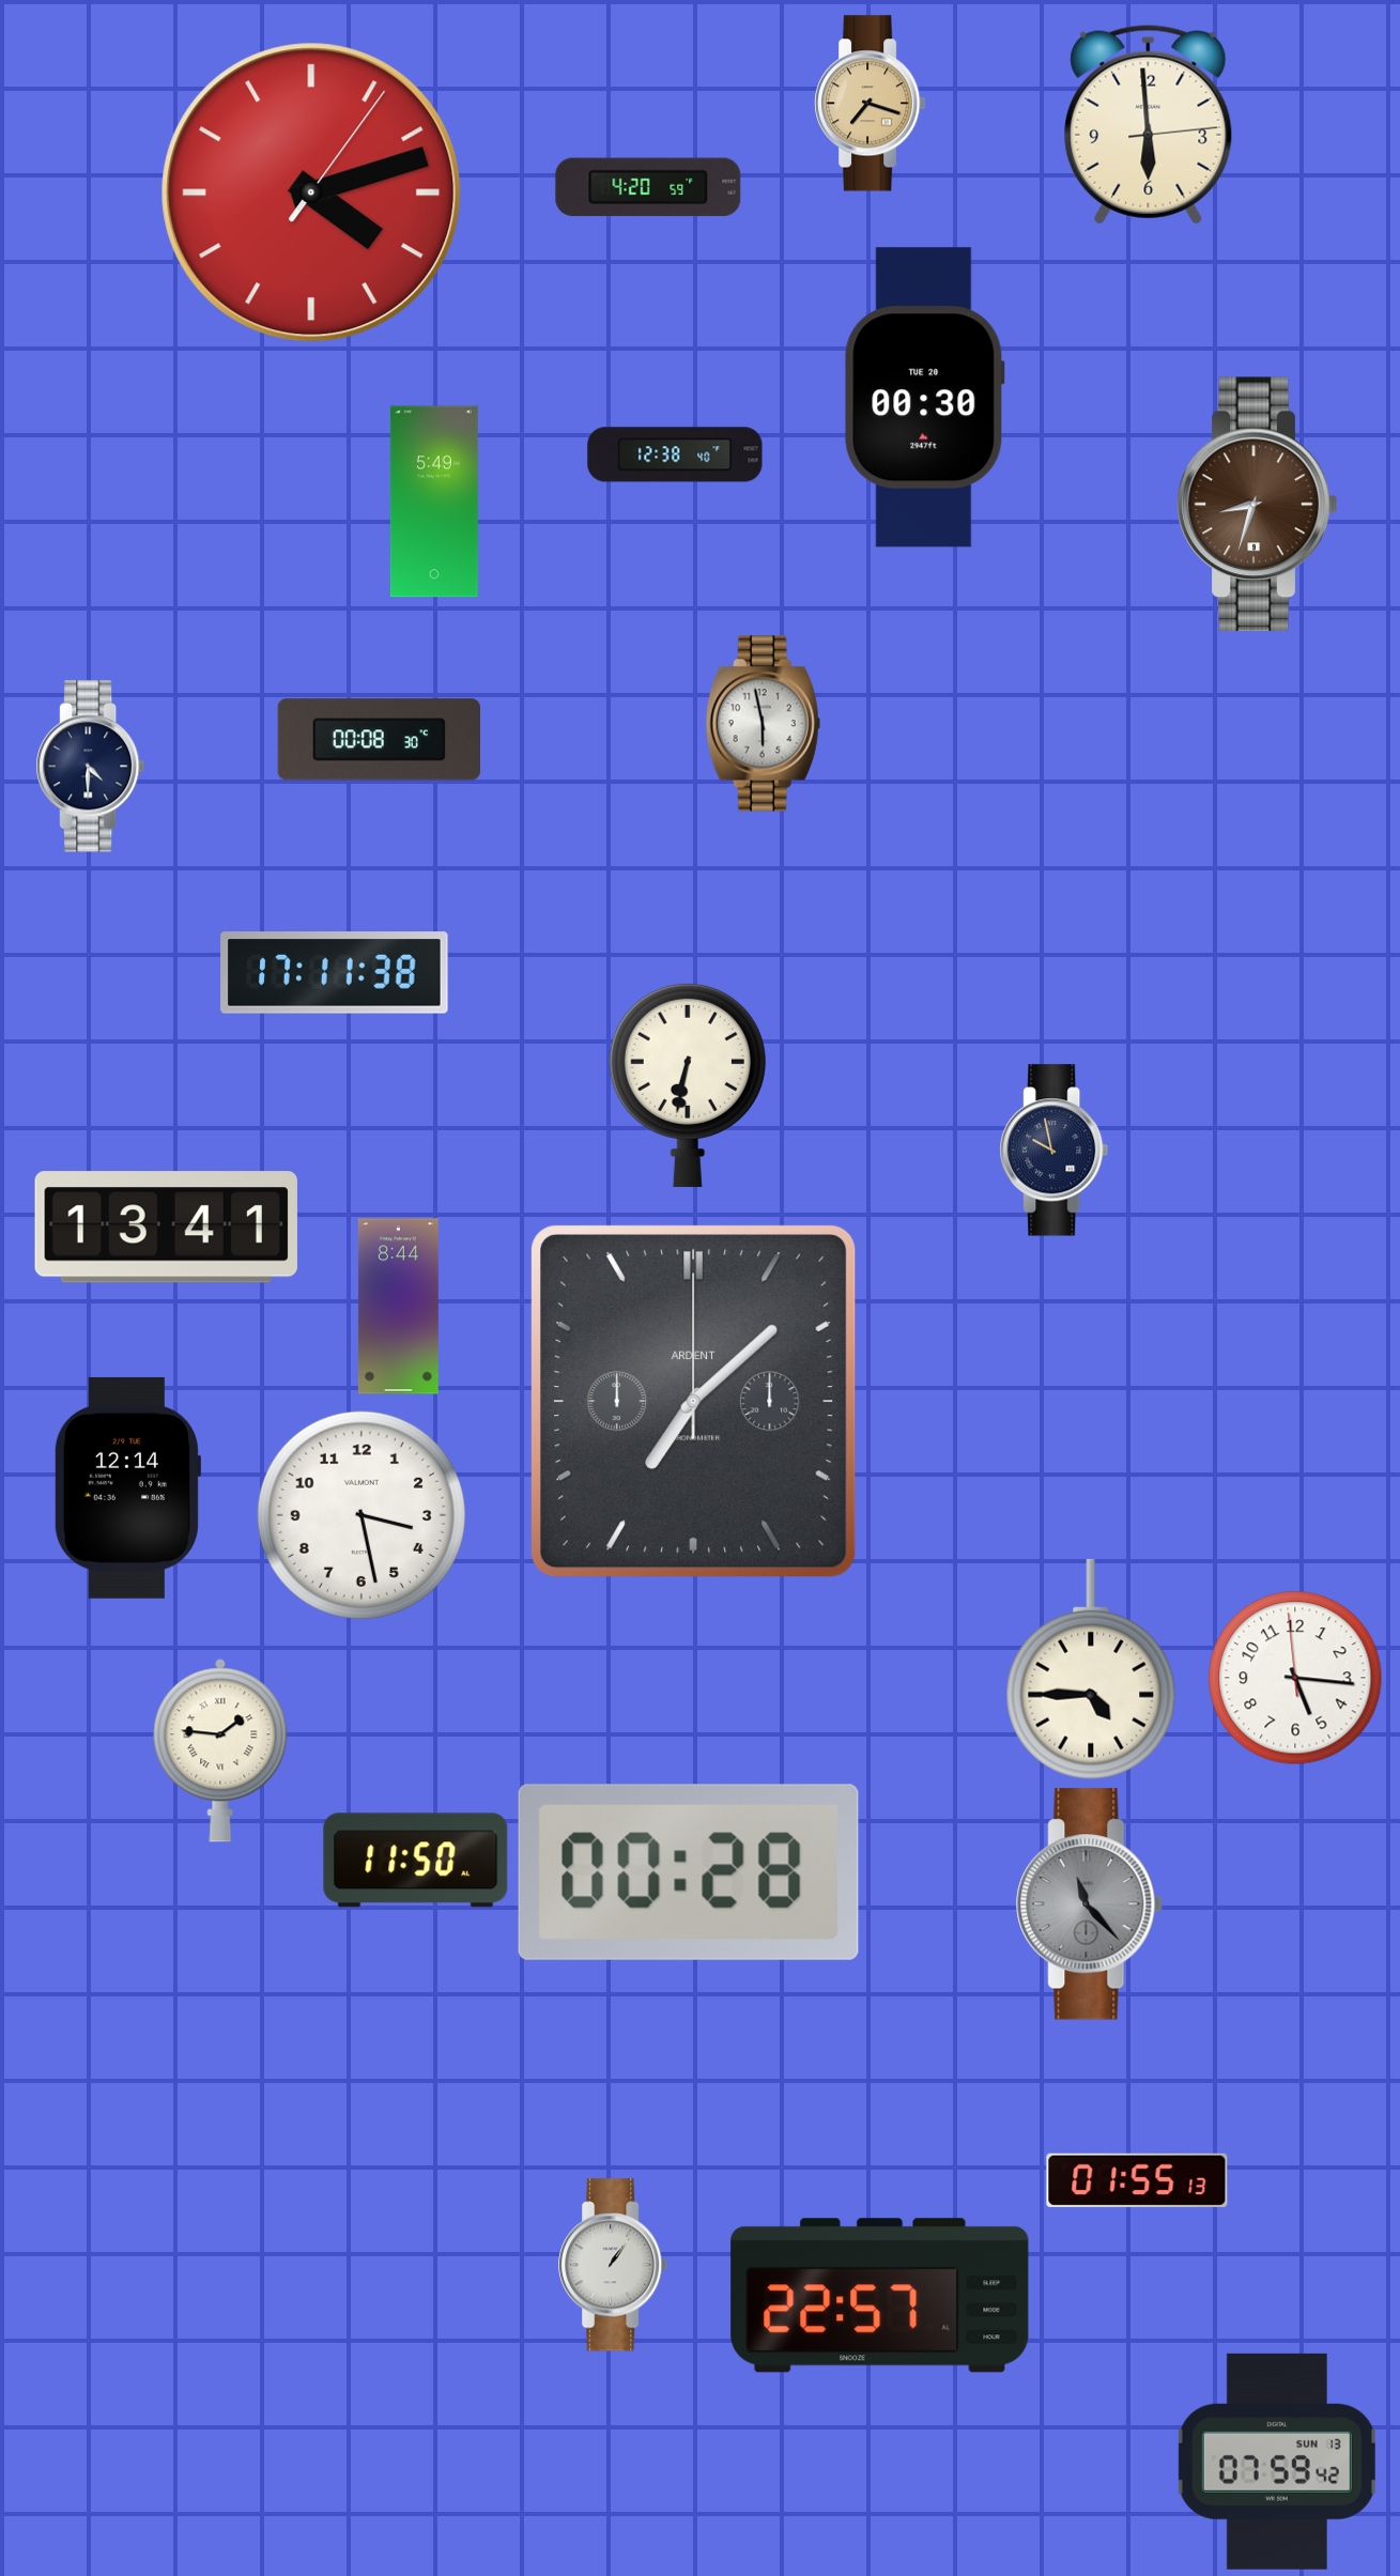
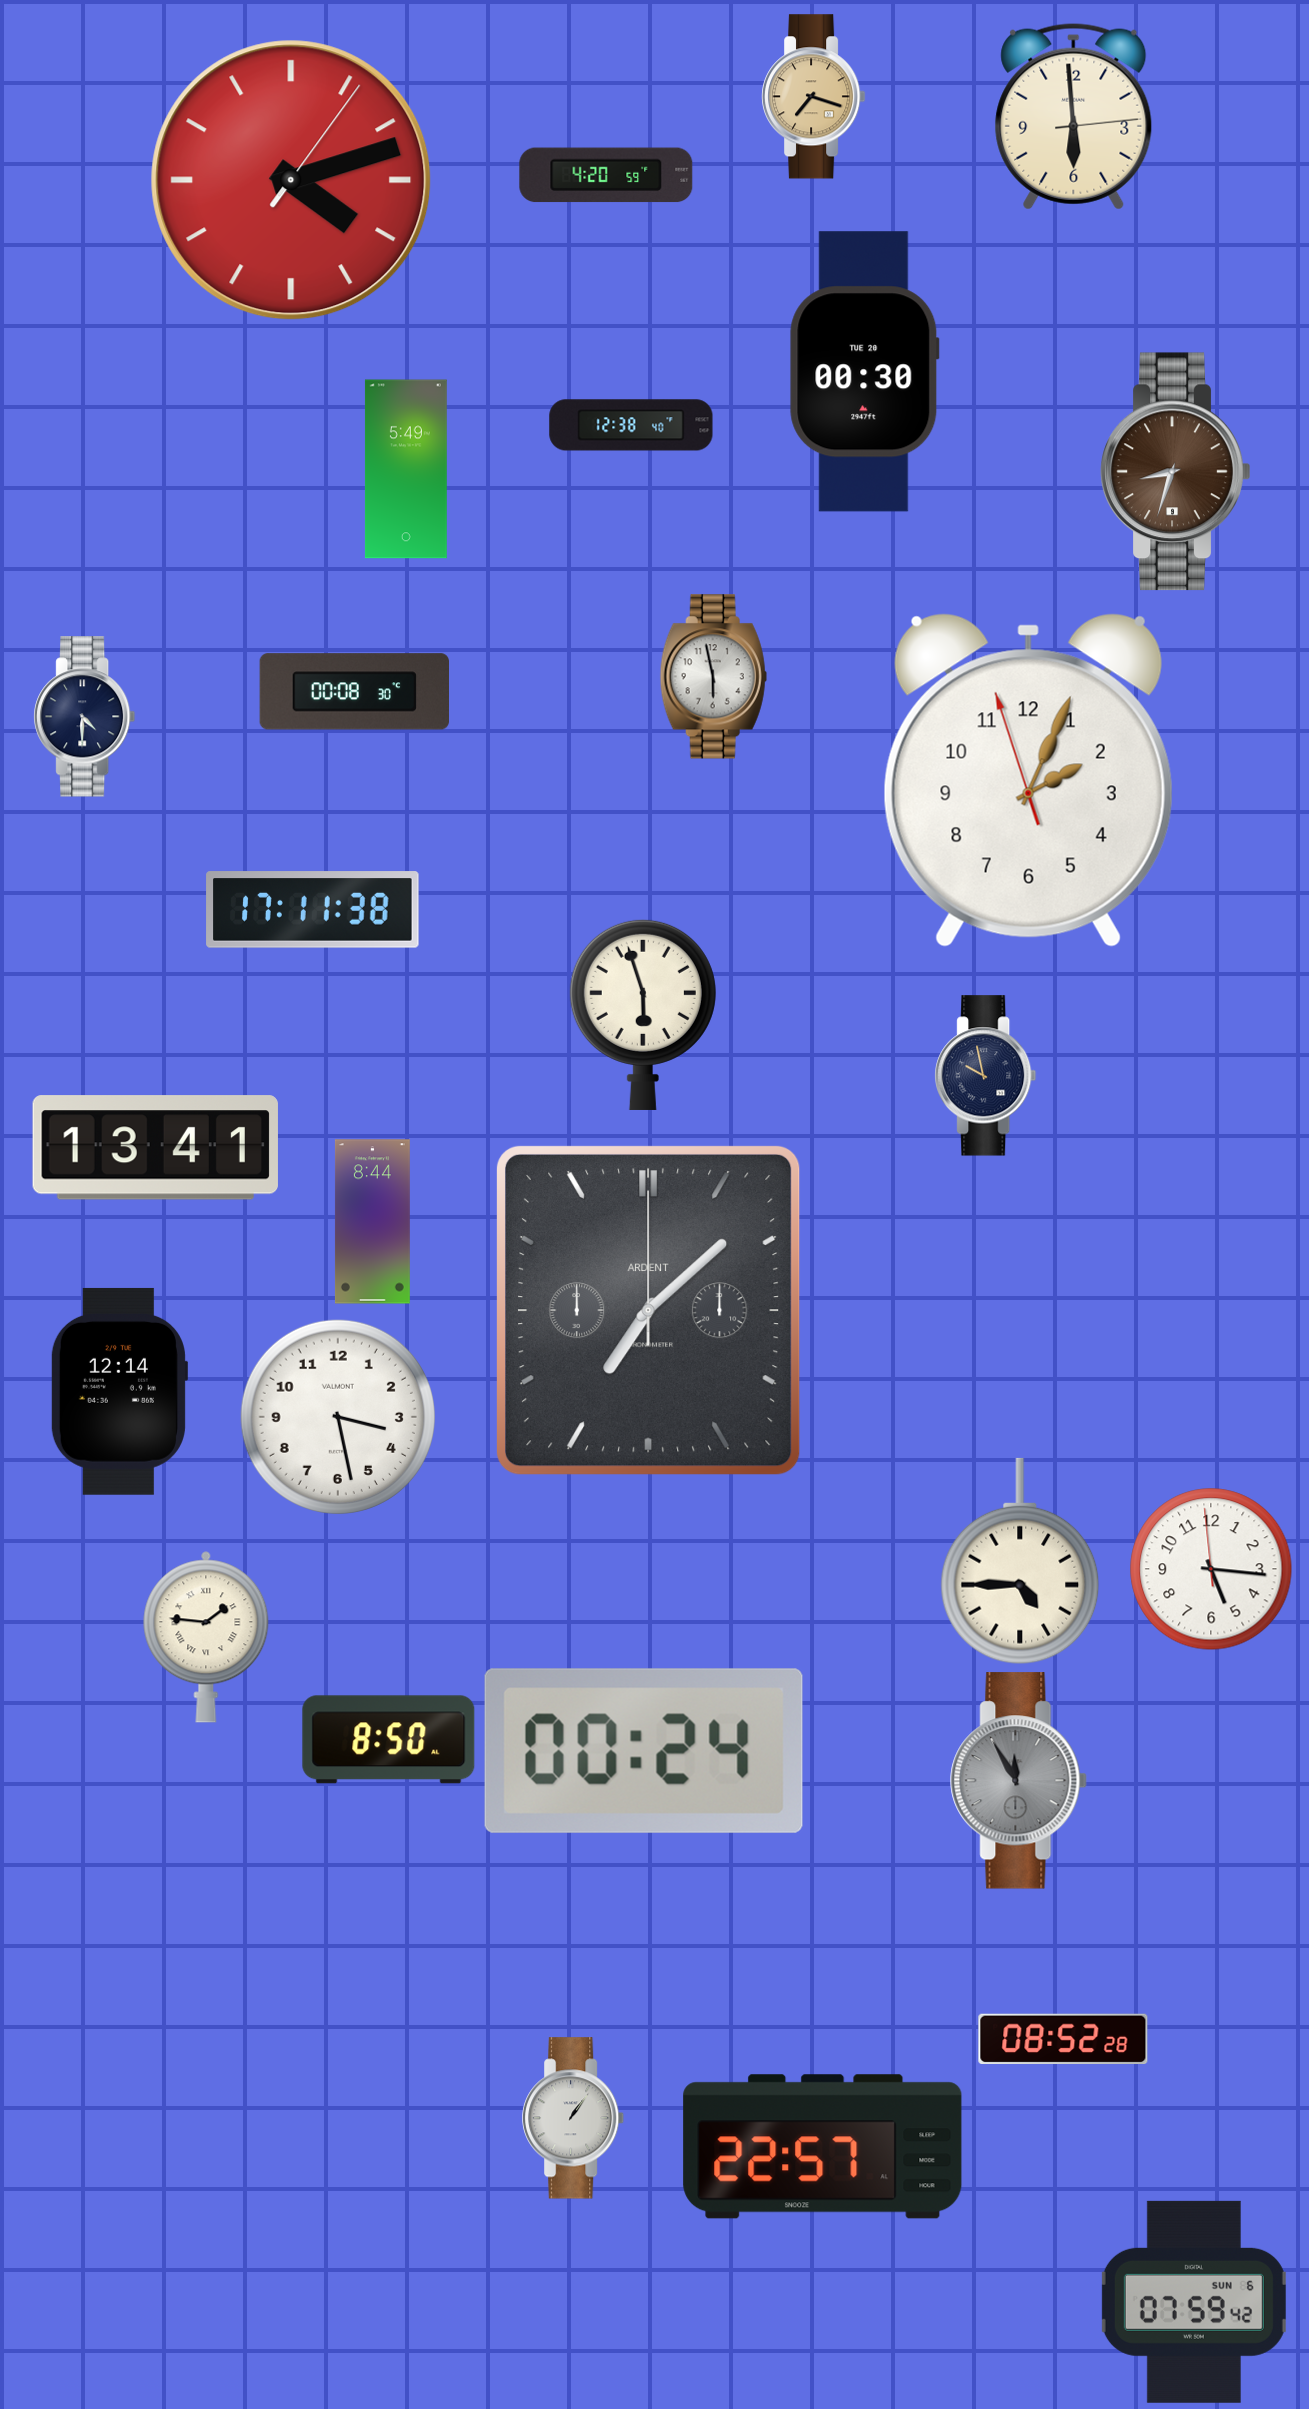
clock at (1028, 780): none -> 2:03
clock at (688, 1084): 6:32 -> 5:57
clock at (416, 1861): 11:50 -> 8:50
clock at (689, 1872): 00:28 -> 00:24
clock at (1090, 1904): 11:23 -> 11:55
clock at (1137, 2179): 01:55 -> 08:52
clock at (1277, 2462) date: SUN 13 -> SUN 6
